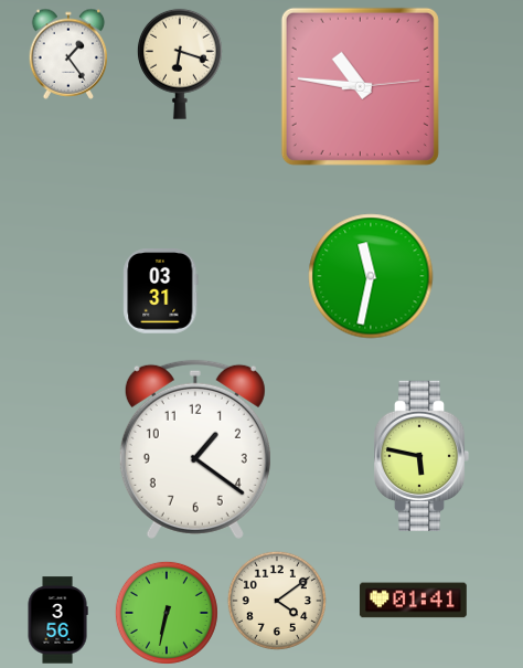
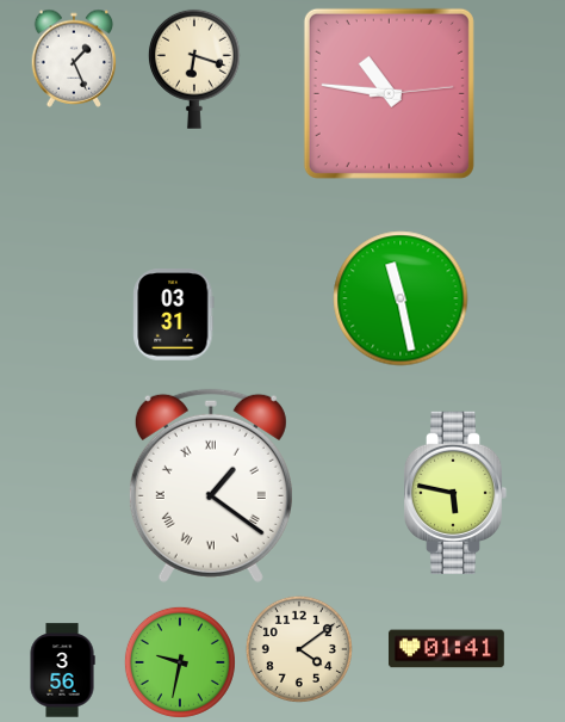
clock at (68, 54): 1:24 -> 1:26
clock at (371, 276): 11:32 -> 11:28
clock at (195, 449) numerals: Arabic -> Roman
clock at (167, 613): 6:32 -> 9:32
